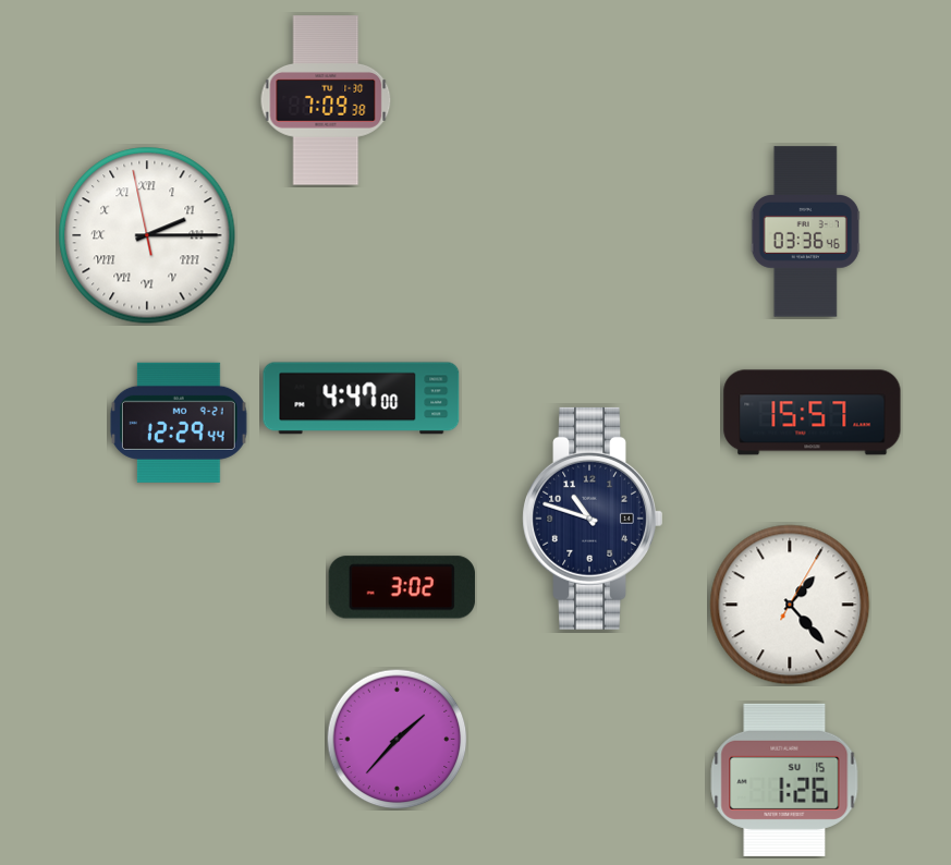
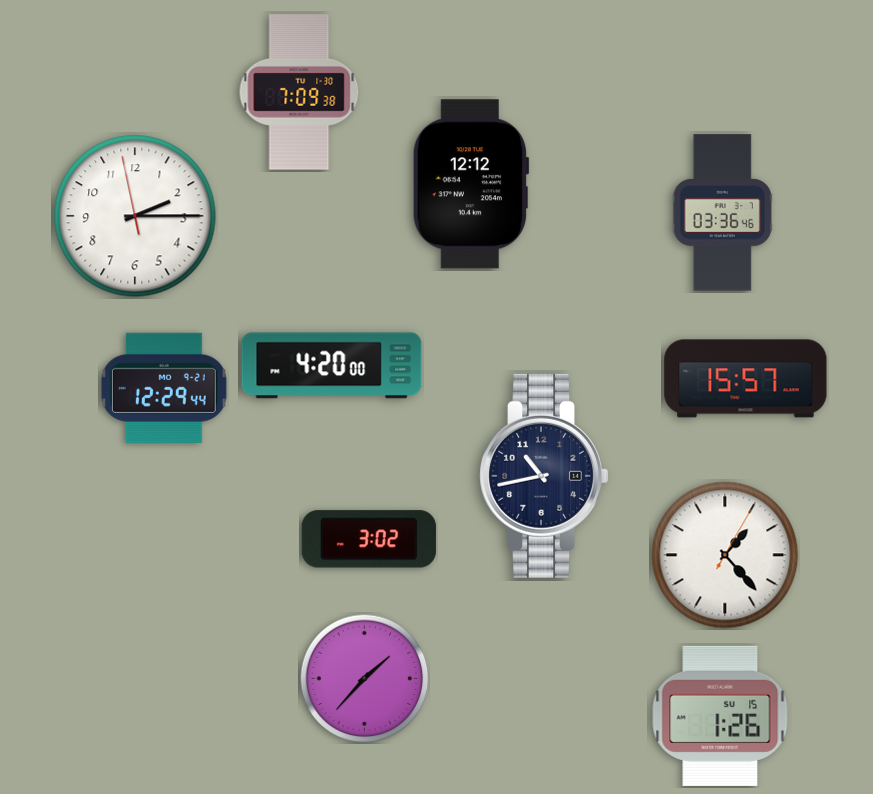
clock at (471, 184): none -> 12:12
clock at (805, 232) position: (805, 232) -> (722, 213)
clock at (147, 235) numerals: Roman -> Arabic
clock at (362, 399): 4:47 -> 4:20
clock at (593, 519): 10:48 -> 10:43
